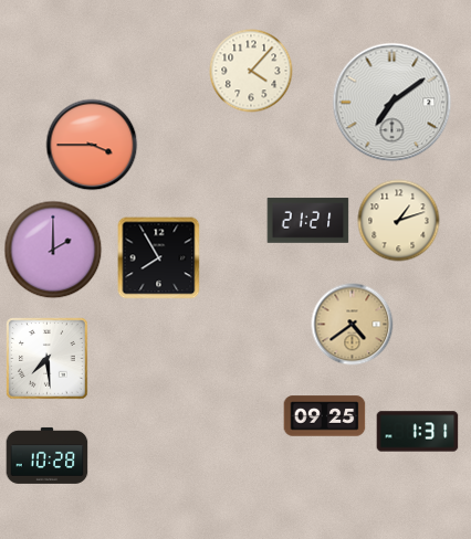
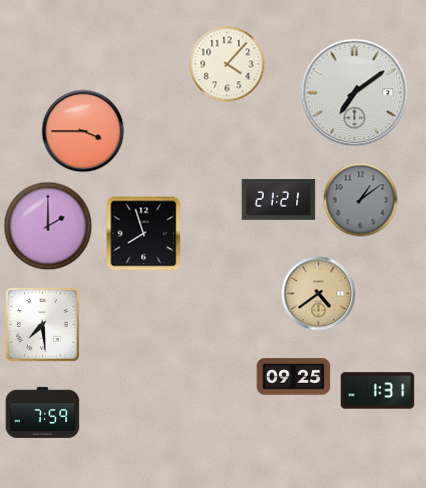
clock at (399, 221): 1:12 -> 1:09
clock at (399, 221) dial: cream -> grey
clock at (159, 258): 7:55 -> 7:57
clock at (48, 455): 10:28 -> 7:59
